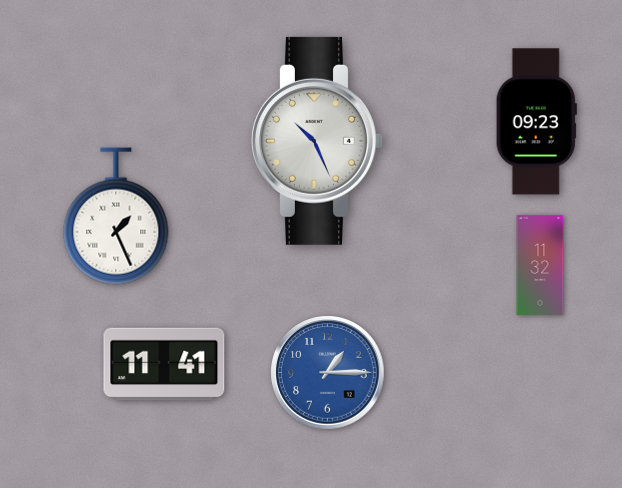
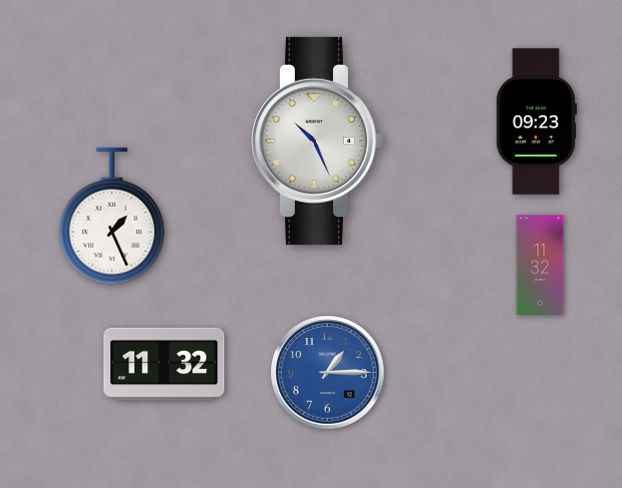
clock at (116, 216) position: (116, 216) -> (112, 216)
clock at (164, 364): 11:41 -> 11:32
